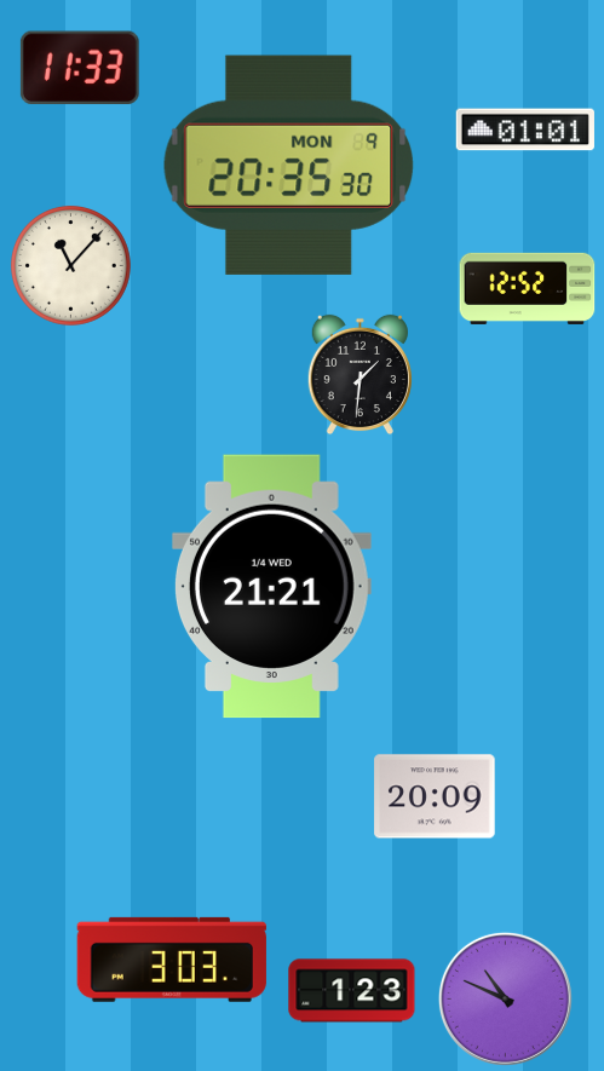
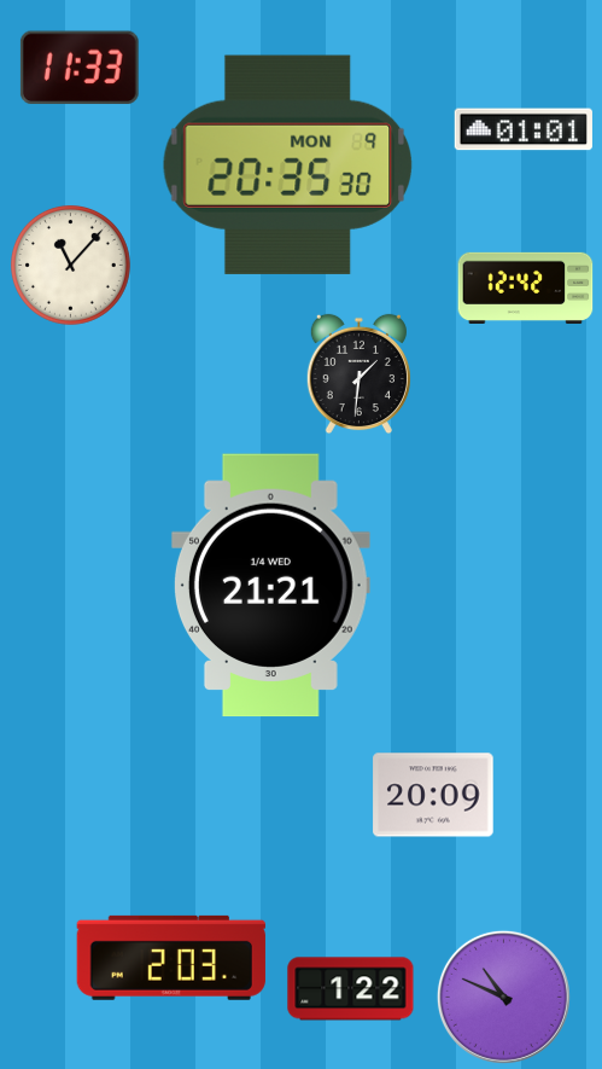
clock at (528, 288): 12:52 -> 12:42
clock at (172, 960): 3:03 -> 2:03
clock at (352, 991): 1:23 -> 1:22
